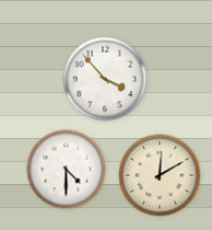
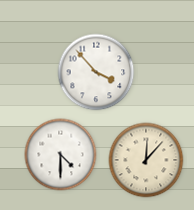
clock at (160, 175): 12:10 -> 12:07
